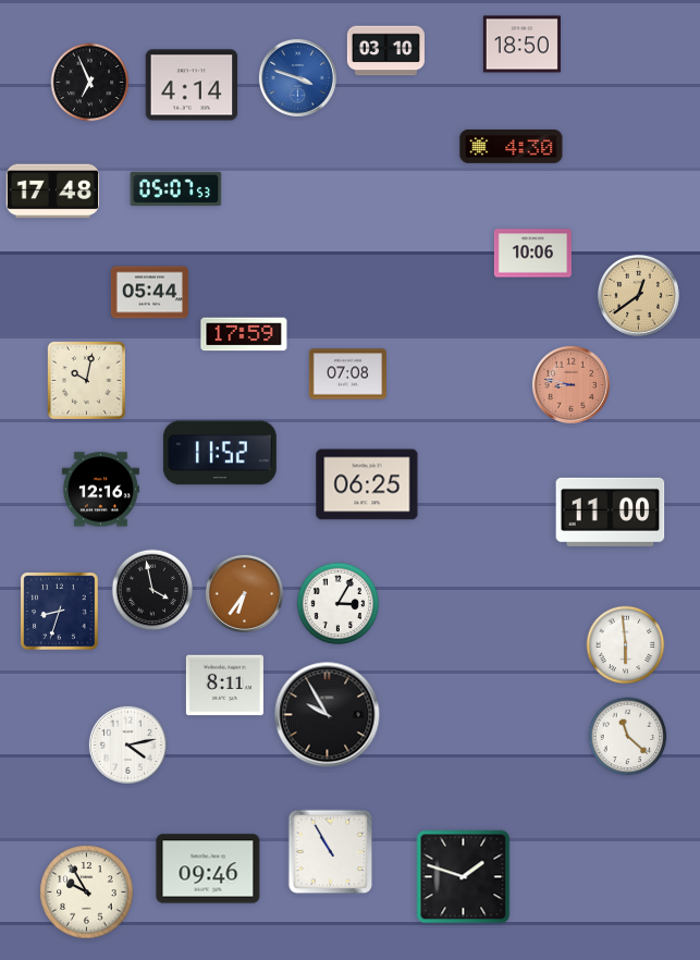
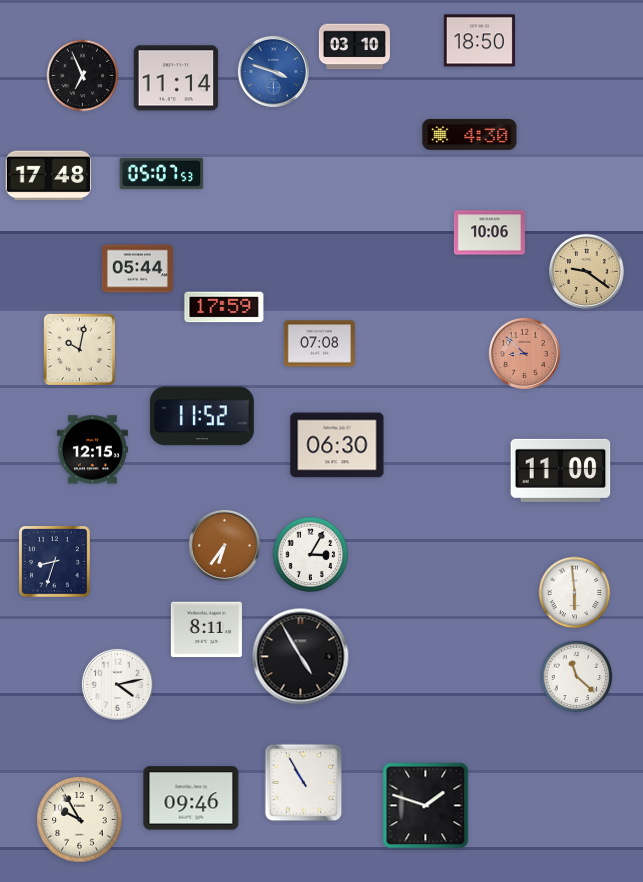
clock at (192, 85): 4:14 -> 11:14
clock at (638, 295): 12:39 -> 9:21
clock at (570, 384): 8:47 -> 8:52
clock at (367, 484): 06:25 -> 06:30
clock at (100, 490): 12:16 -> 12:15
clock at (152, 590): 3:58 -> none
clock at (328, 715): 9:55 -> 4:55
